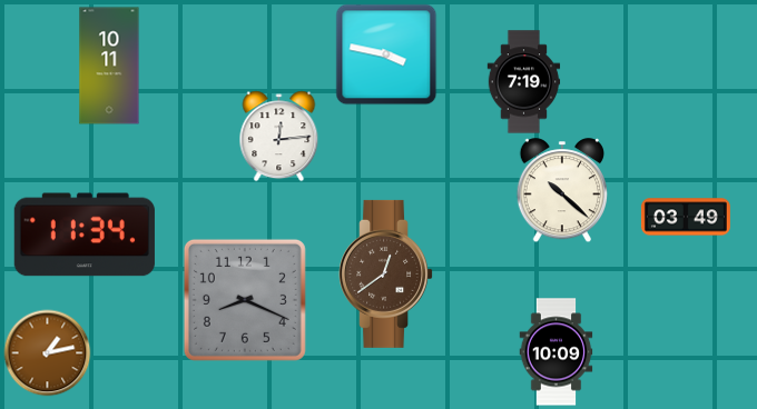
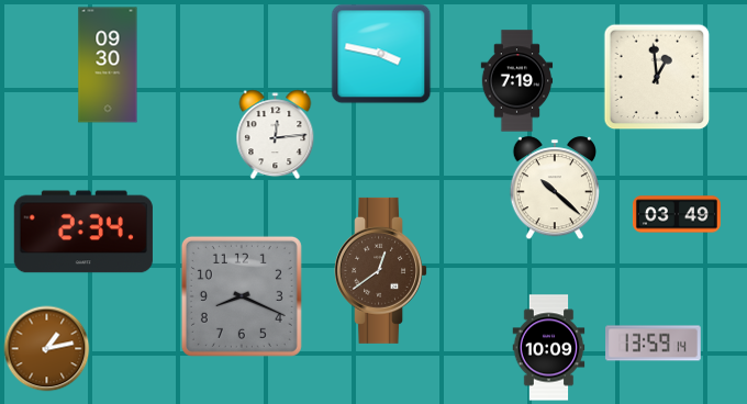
clock at (109, 66): 10:11 -> 09:30
clock at (657, 77): none -> 12:59
clock at (85, 235): 11:34 -> 2:34
clock at (654, 344): none -> 13:59
